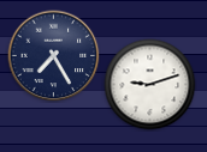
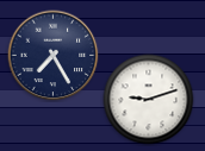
clock at (150, 85) position: (150, 85) -> (149, 100)
